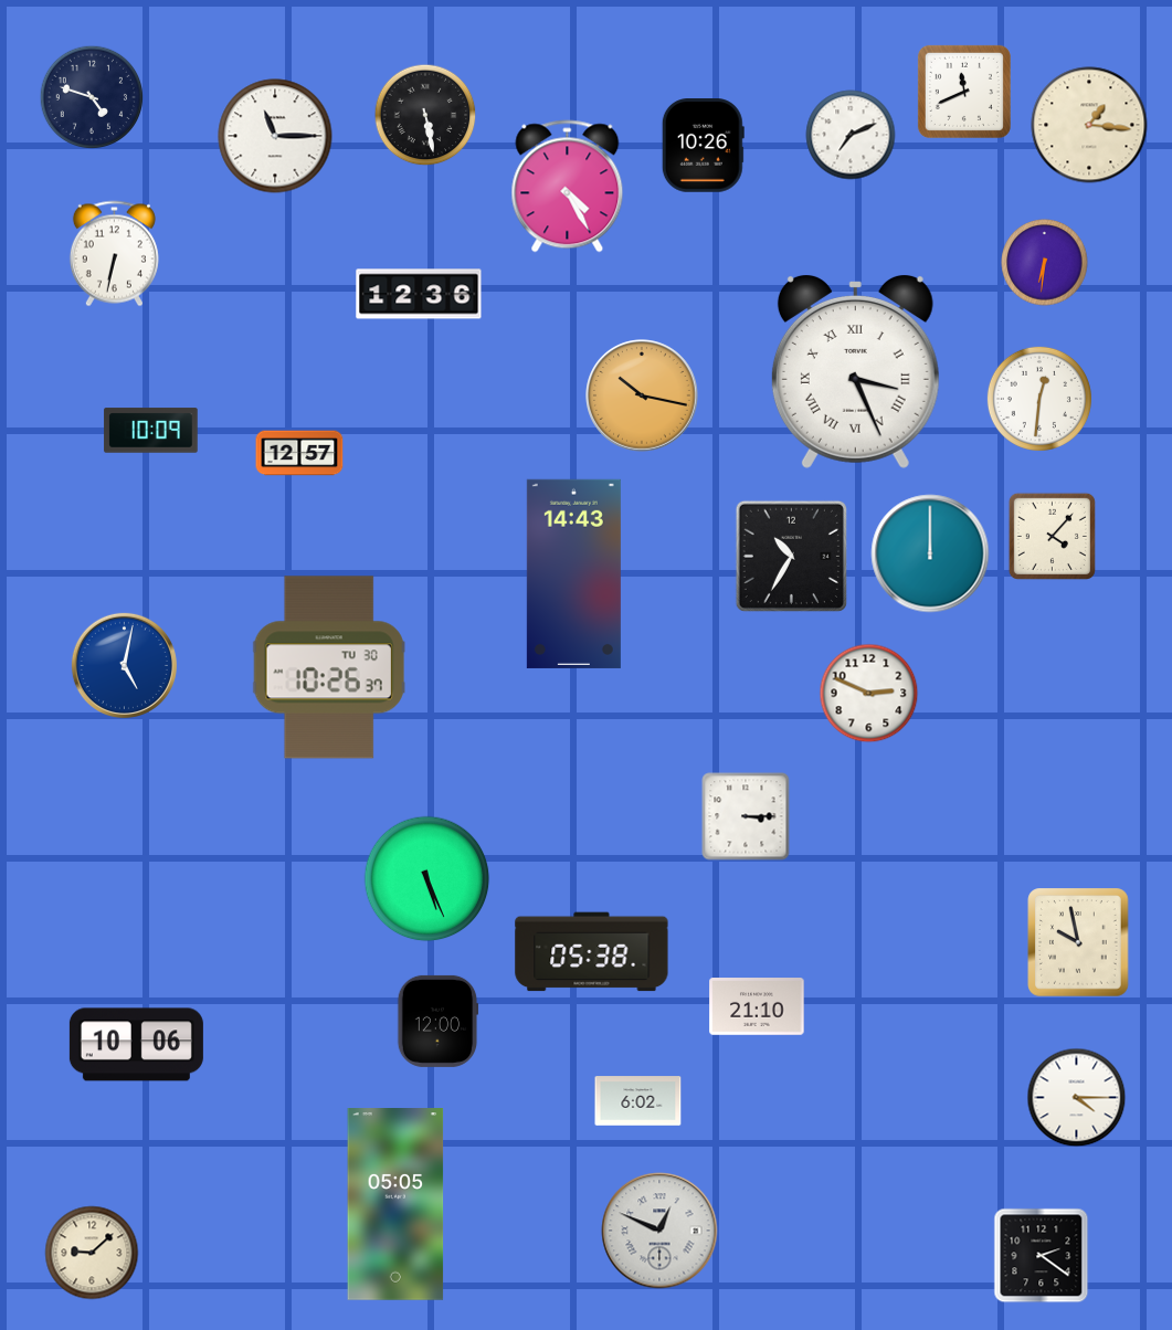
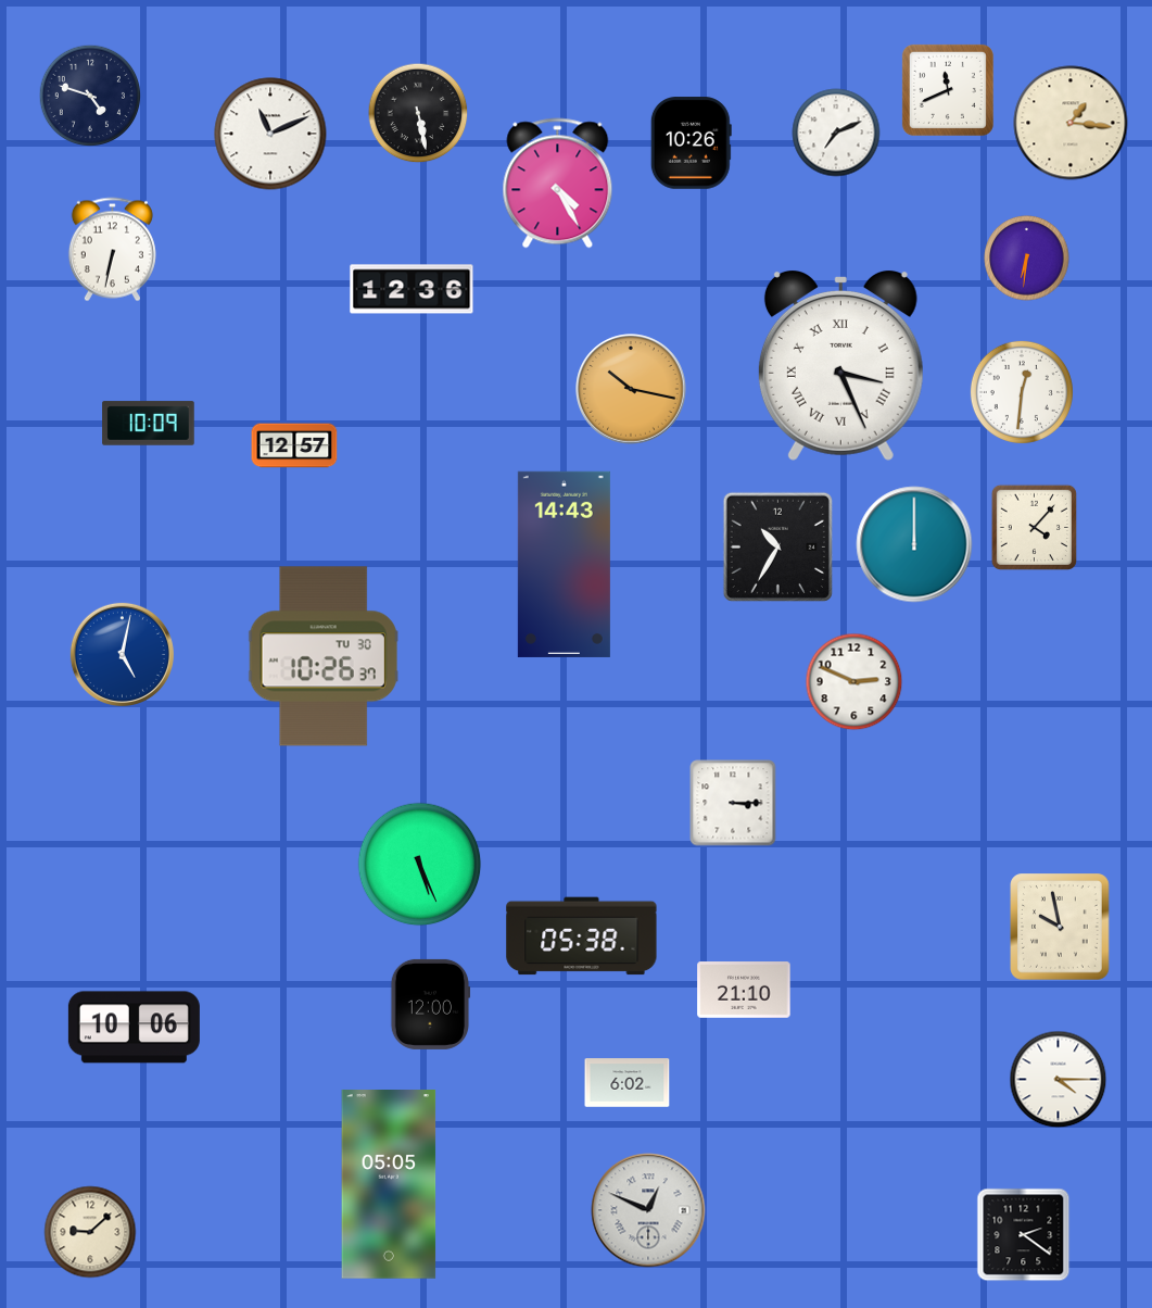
clock at (275, 136): 11:15 -> 11:11
